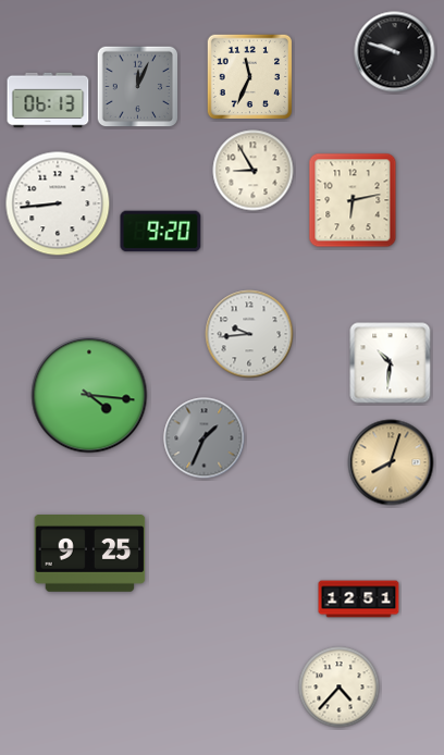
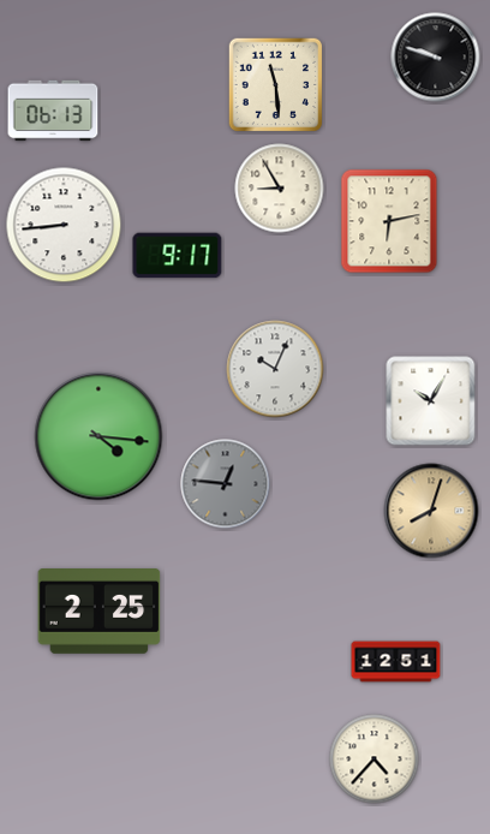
clock at (250, 77): 11:34 -> 11:29
clock at (138, 87): 12:04 -> none
clock at (161, 232): 9:20 -> 9:17
clock at (249, 334): 9:44 -> 10:04
clock at (391, 363): 10:31 -> 10:05
clock at (205, 438): 1:34 -> 12:46
clock at (90, 554): 9:25 -> 2:25
